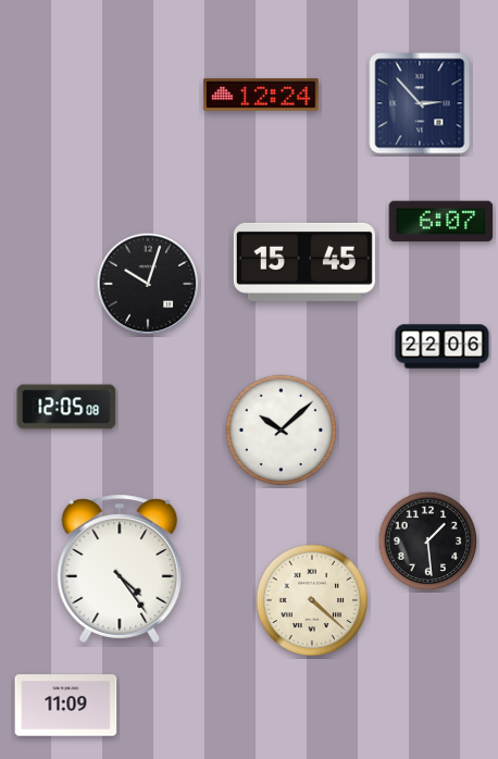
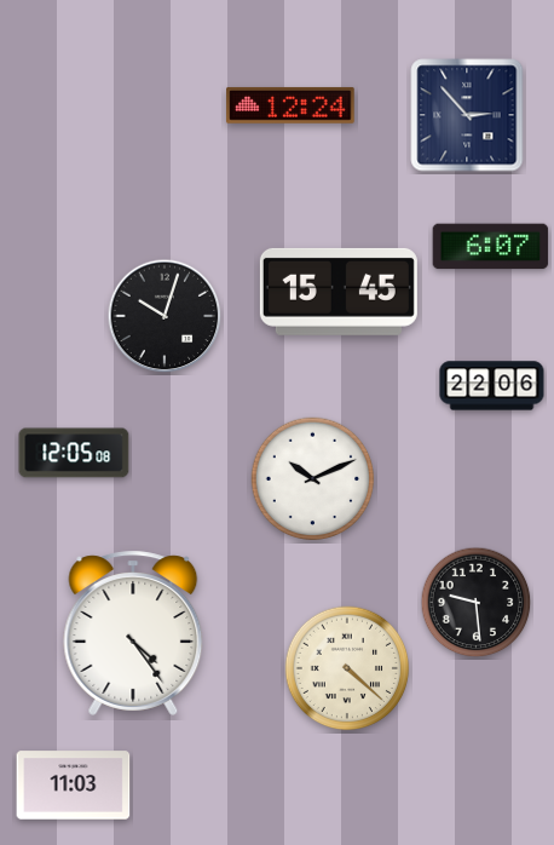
clock at (282, 431): 10:08 -> 10:11
clock at (428, 542): 1:29 -> 9:29
clock at (66, 706): 11:09 -> 11:03
